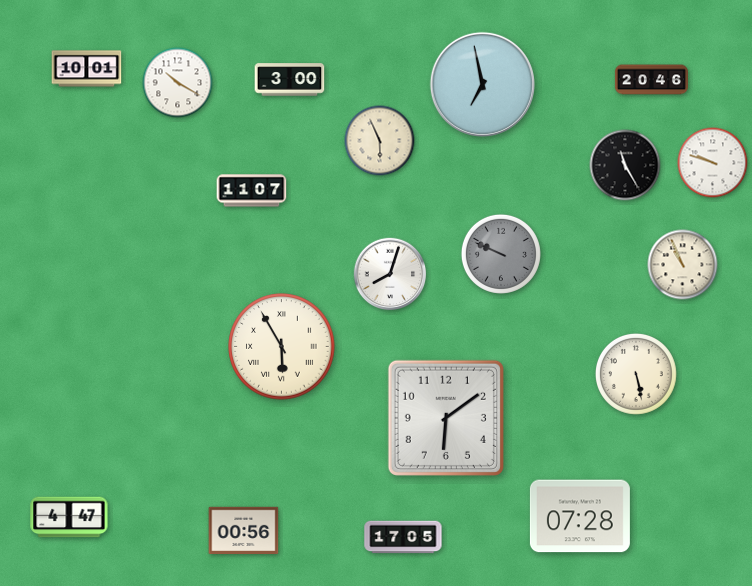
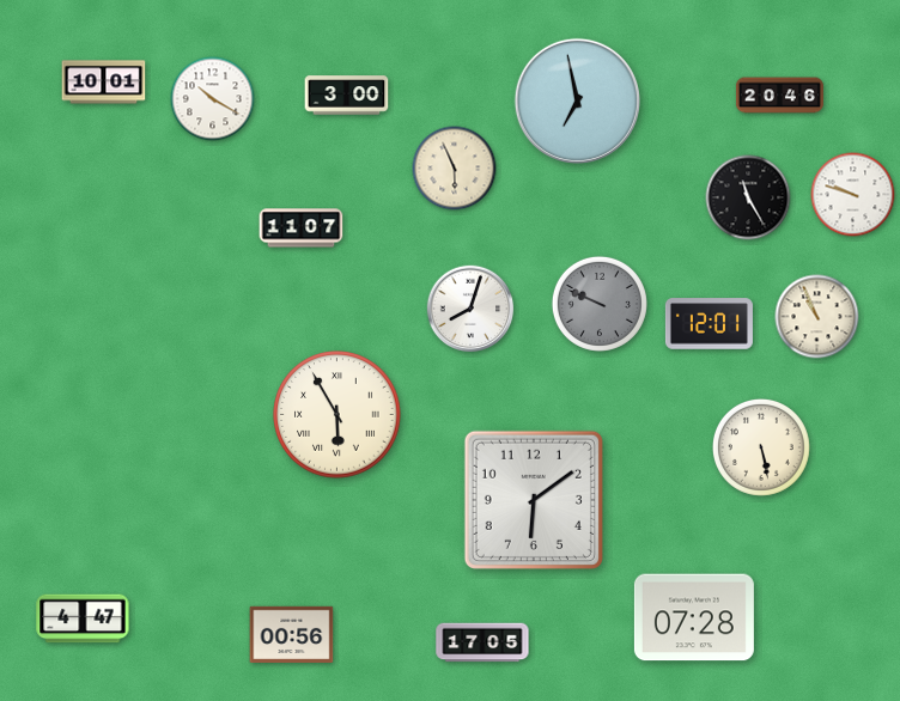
clock at (709, 324): none -> 12:01
clock at (390, 274) position: (390, 274) -> (470, 309)
